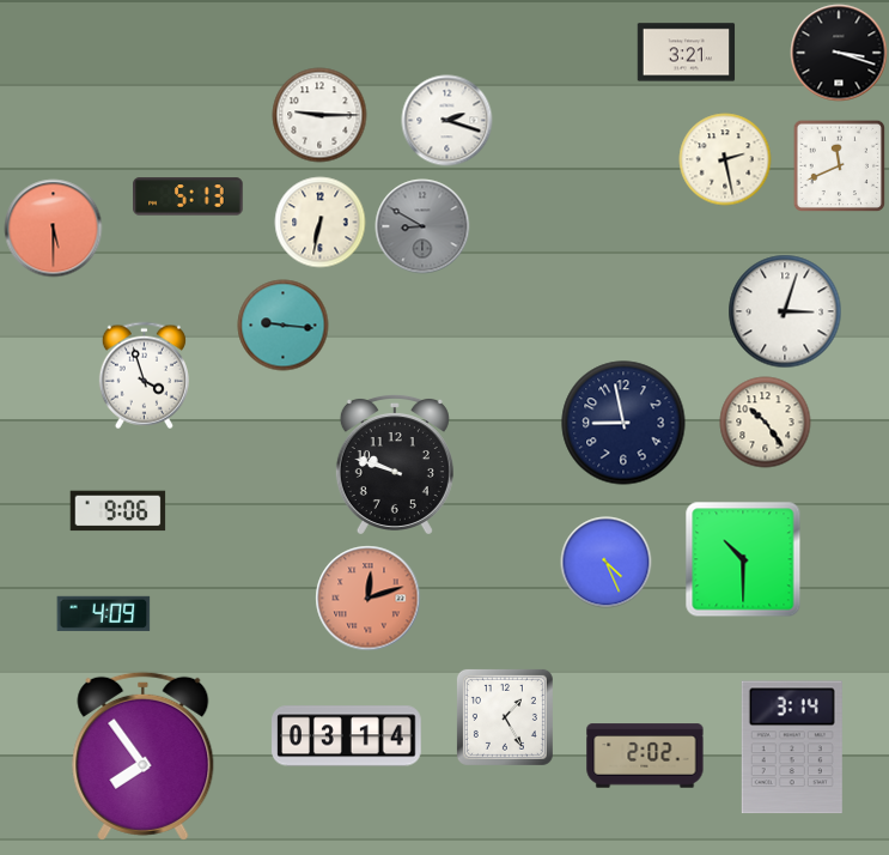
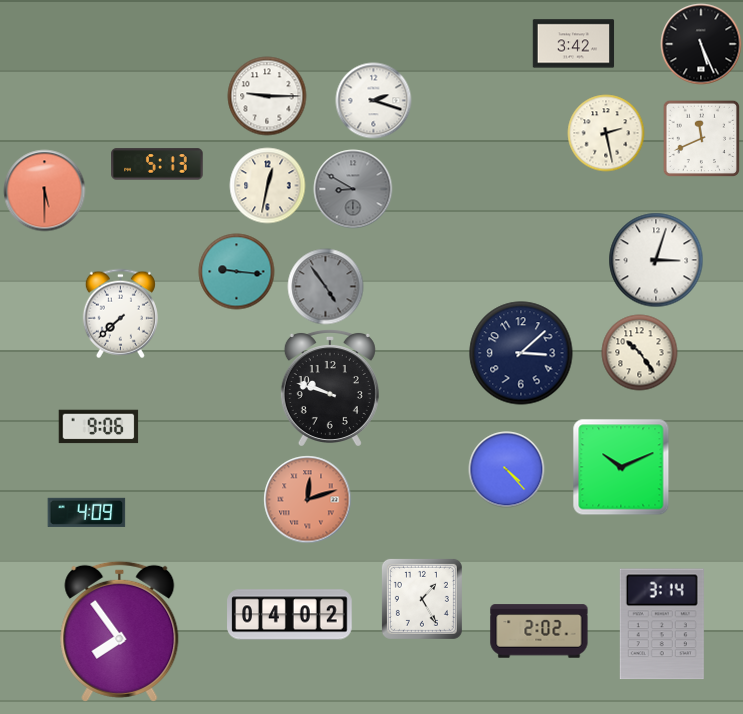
clock at (687, 53): 3:21 -> 3:42
clock at (839, 53): 3:18 -> 5:26
clock at (321, 223): 6:32 -> 12:32
clock at (326, 287): none -> 4:54
clock at (144, 376): 3:57 -> 7:38
clock at (623, 423): 8:58 -> 3:08
clock at (743, 559): 10:30 -> 10:11
clock at (607, 563): 4:26 -> 4:23
clock at (347, 736): 03:14 -> 04:02
